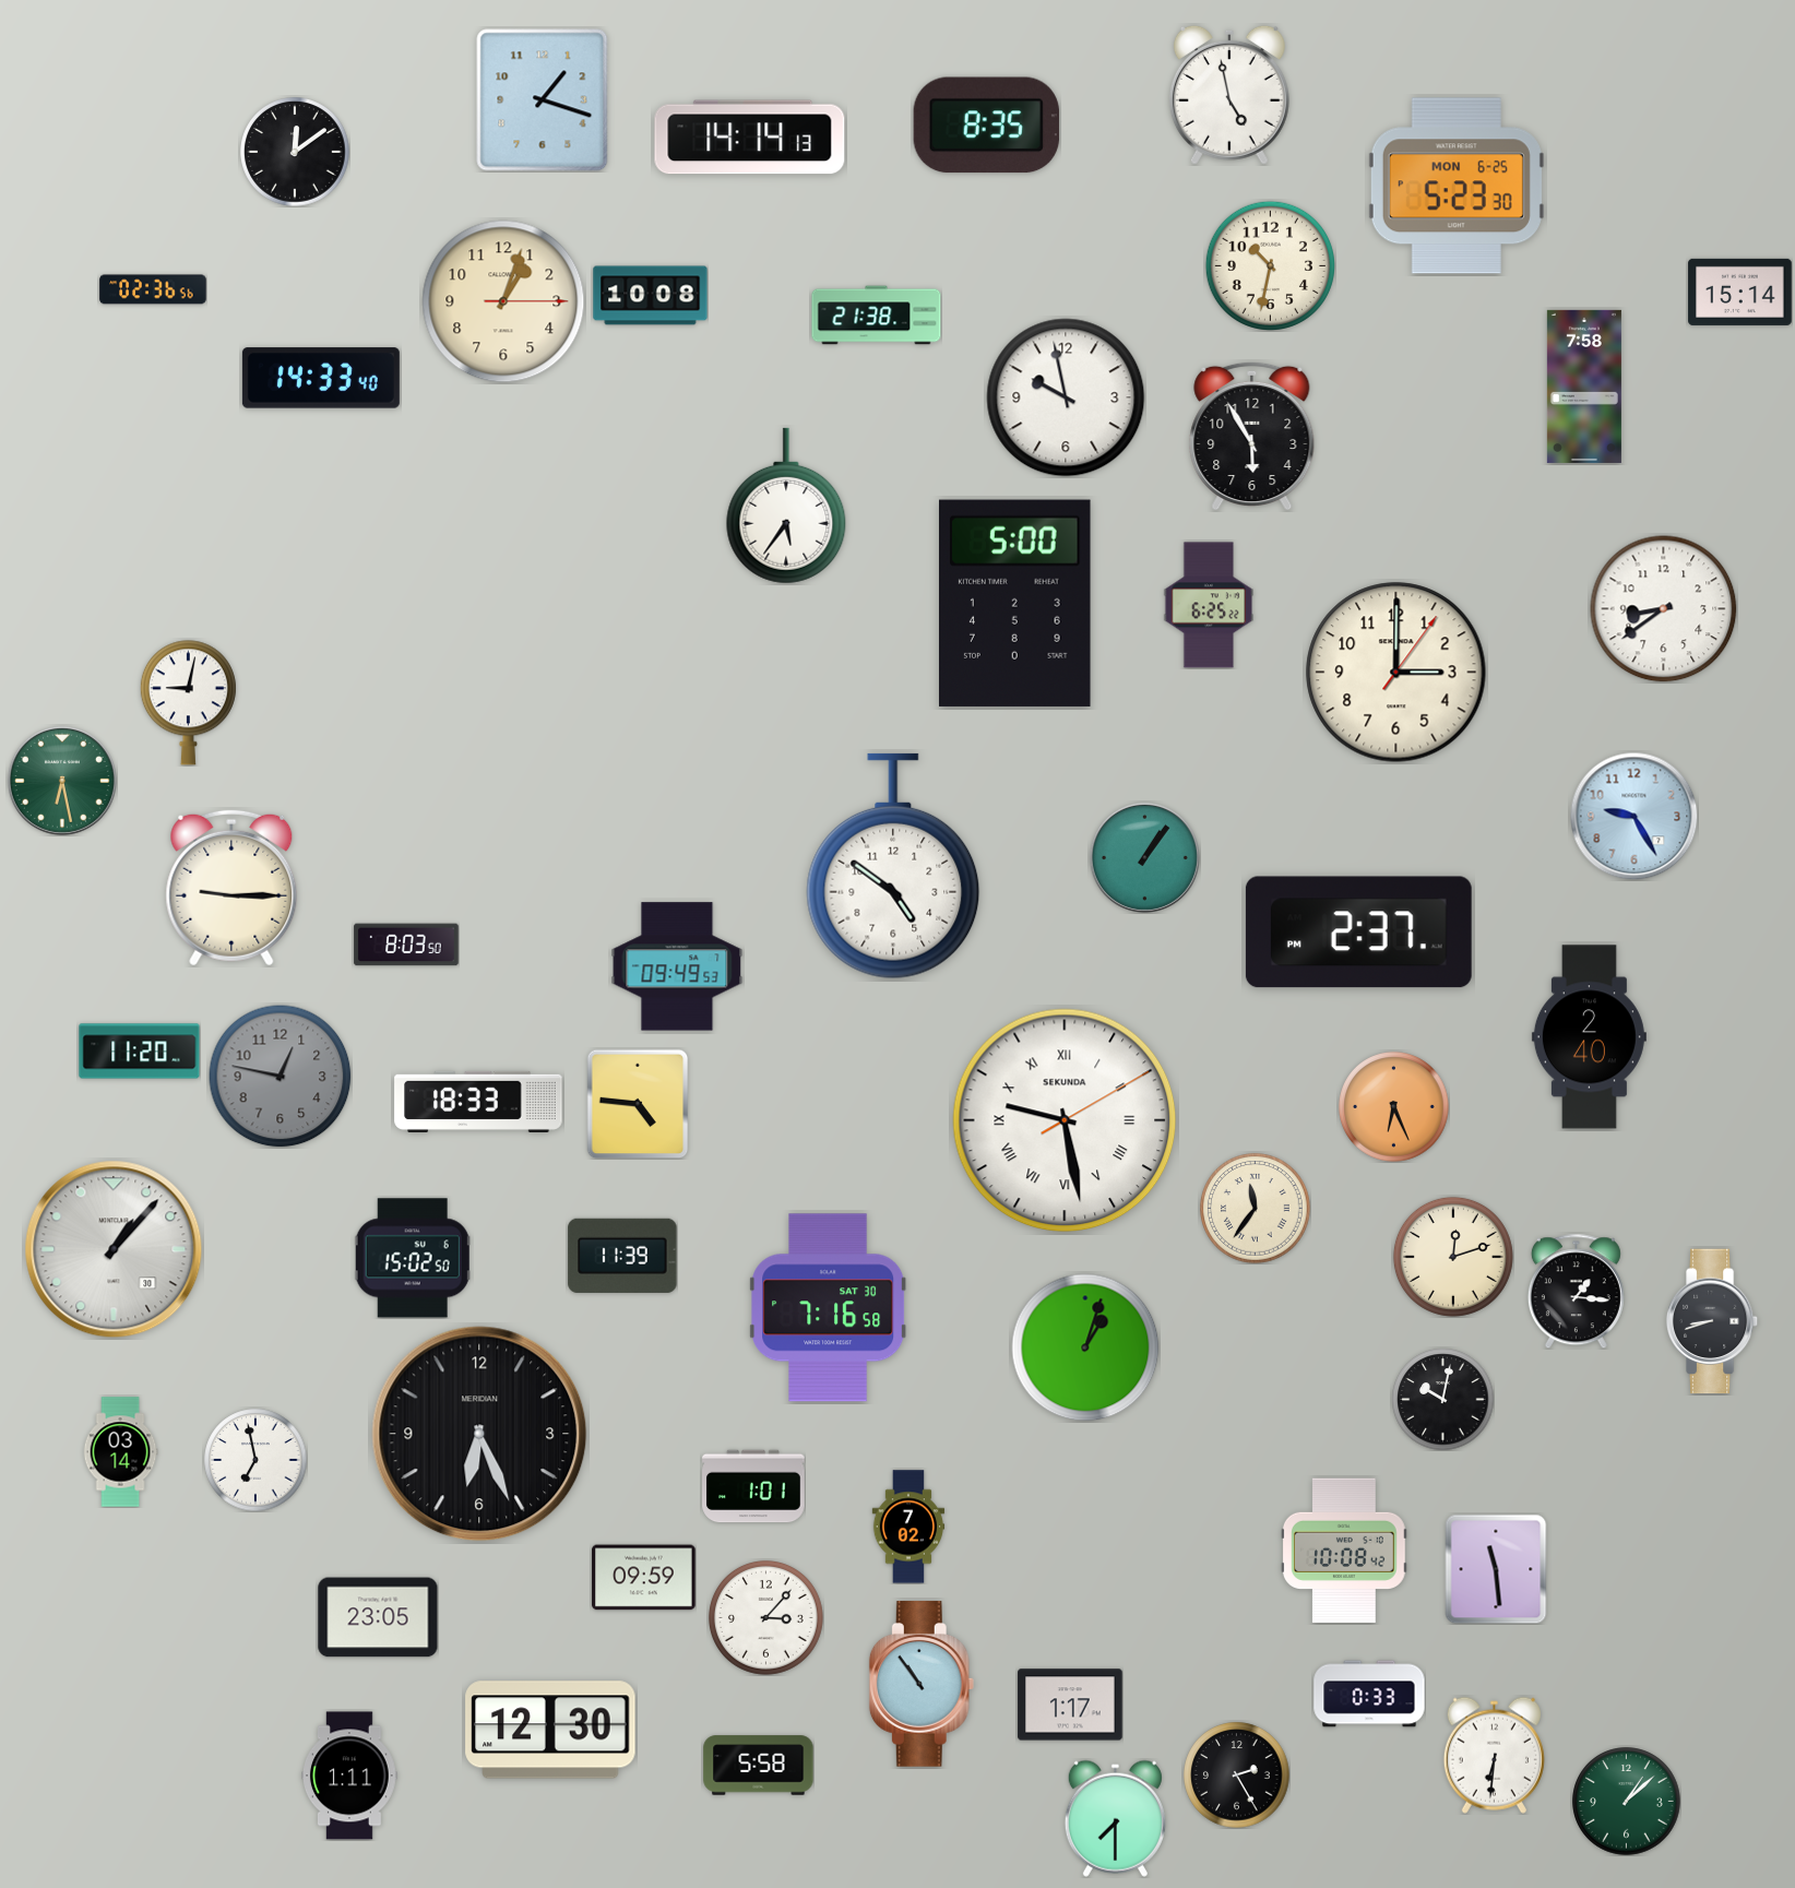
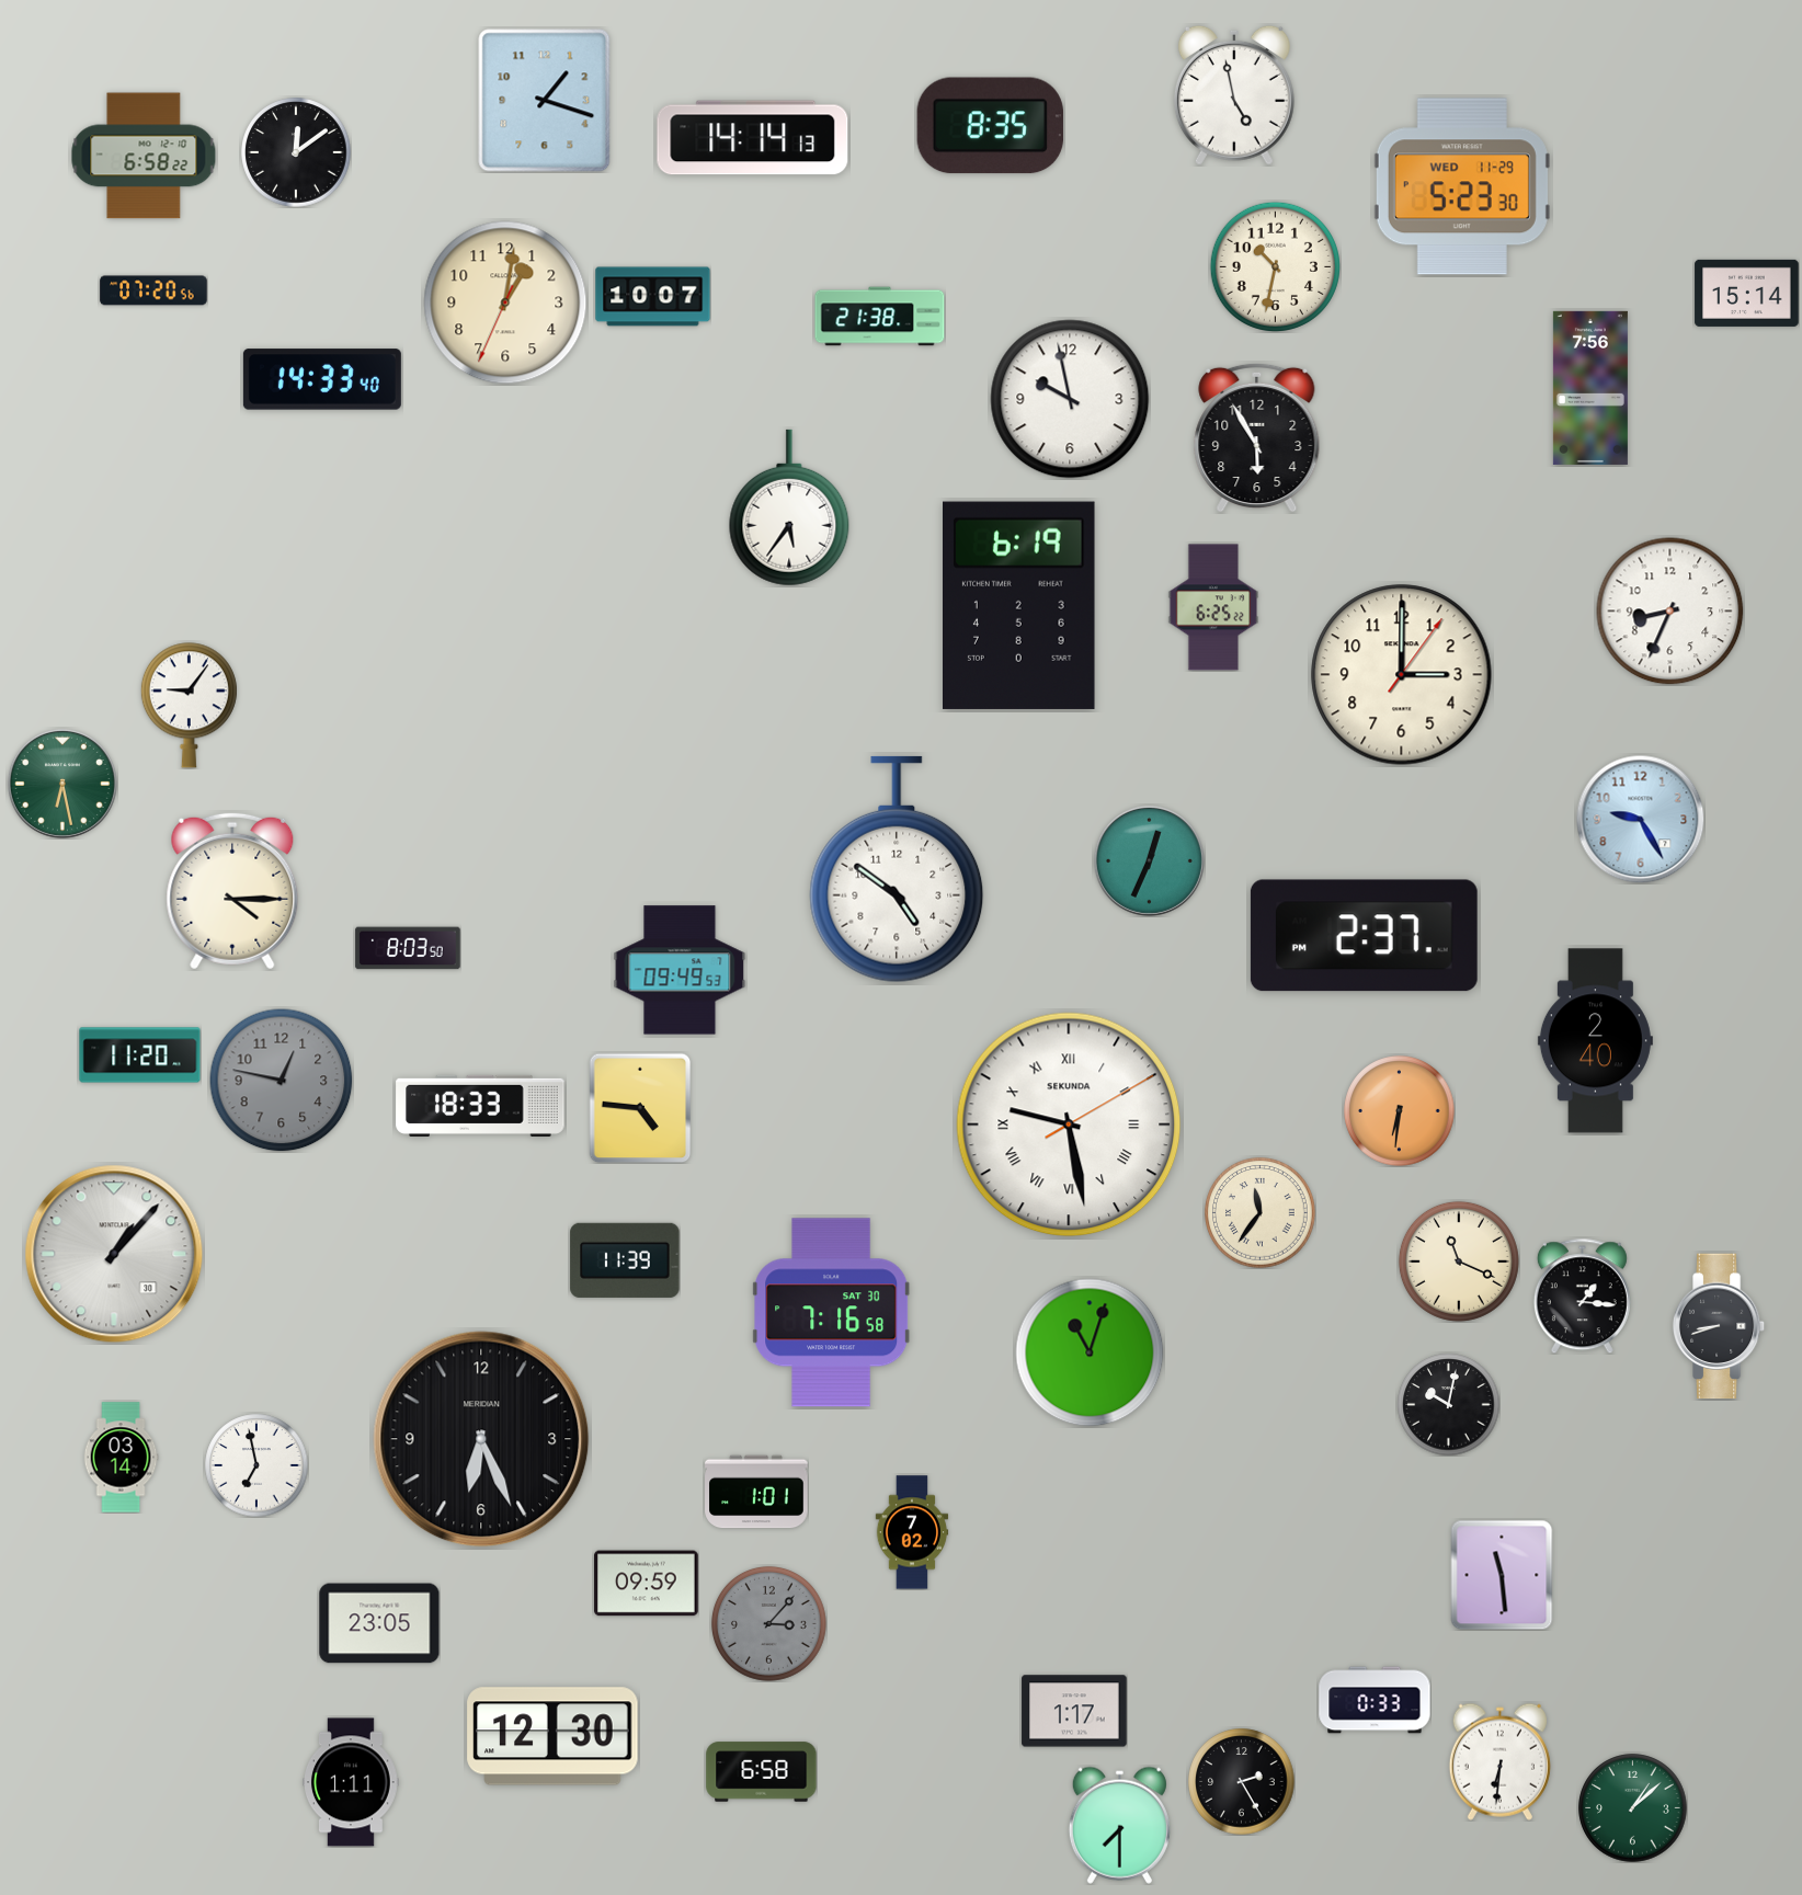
clock at (144, 156): none -> 6:58
clock at (1457, 186) date: MON 6-25 -> WED 11-29
clock at (153, 289): 02:36 -> 07:20
clock at (651, 296): 10:08 -> 10:07
clock at (503, 301): 1:03 -> 1:01
clock at (1584, 387): 7:58 -> 7:56
clock at (1015, 603): 5:00 -> 6:19
clock at (1664, 609): 8:39 -> 8:34
clock at (188, 703): 9:02 -> 9:06
clock at (1144, 857): 1:06 -> 12:34
clock at (231, 888): 9:15 -> 4:15
clock at (1394, 1107): 6:26 -> 6:31
clock at (1453, 1257): 12:12 -> 11:19
clock at (413, 1258): 15:02 -> none
clock at (1085, 1347): 1:03 -> 11:03
clock at (1345, 1551): 10:08 -> none
clock at (765, 1617) dial: white -> grey
clock at (922, 1684): 10:54 -> none
clock at (759, 1766): 5:58 -> 6:58
